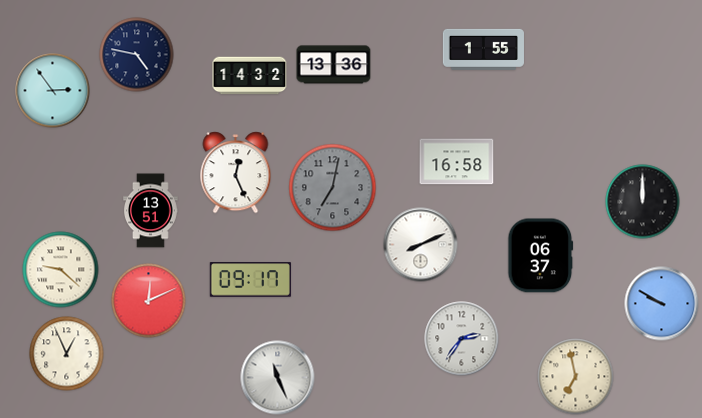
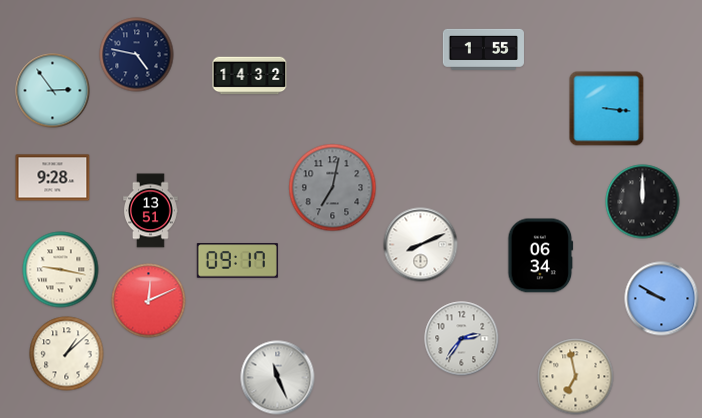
clock at (334, 65): 13:36 -> none
clock at (607, 109): none -> 3:16
clock at (457, 162): 16:58 -> none
clock at (236, 173): 12:26 -> none
clock at (53, 178): none -> 9:28
clock at (541, 256): 06:37 -> 06:34
clock at (61, 270): 9:22 -> 9:17
clock at (250, 280) position: (250, 280) -> (237, 261)
clock at (662, 304) position: (662, 304) -> (662, 299)
clock at (67, 354): 12:56 -> 1:08
